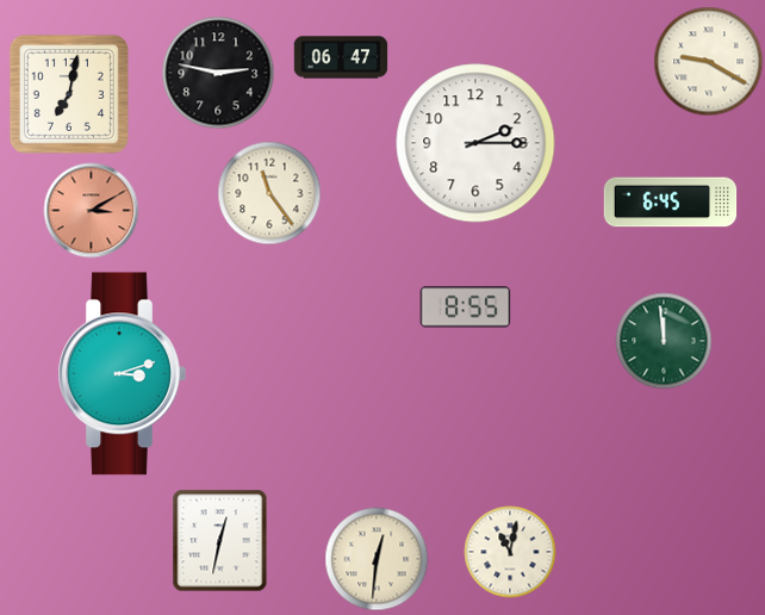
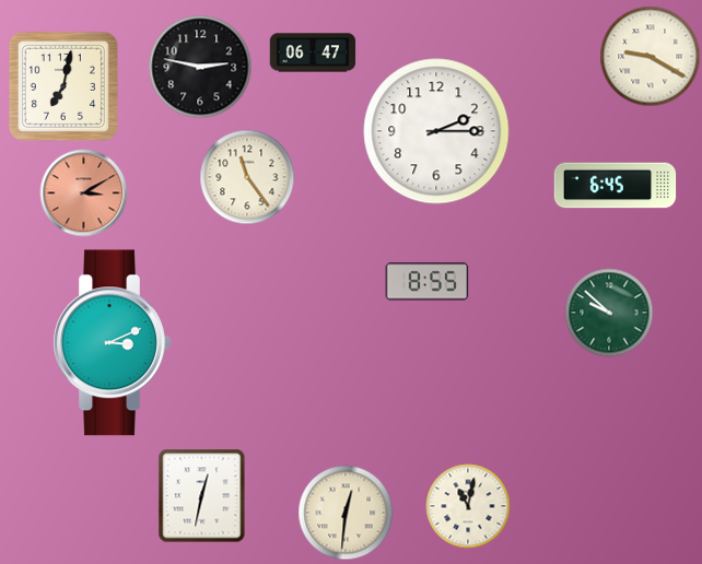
clock at (664, 341): 11:59 -> 9:52
clock at (122, 374): 3:12 -> 3:11
